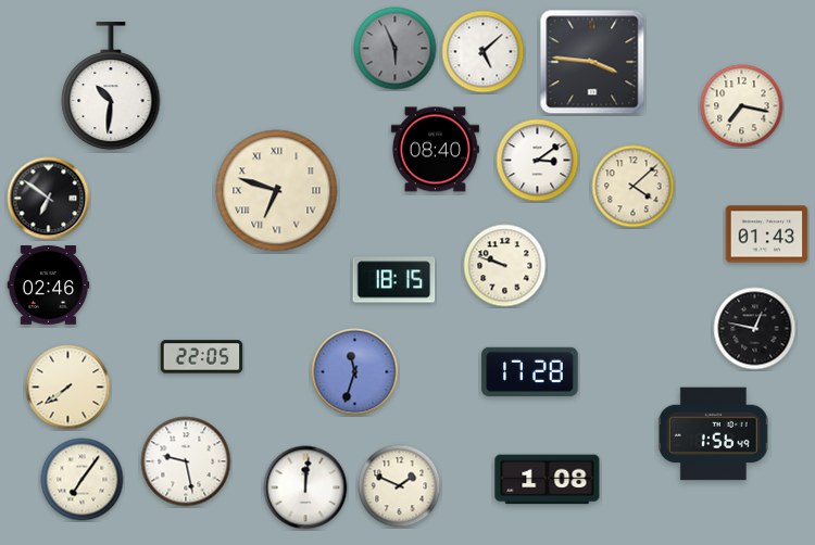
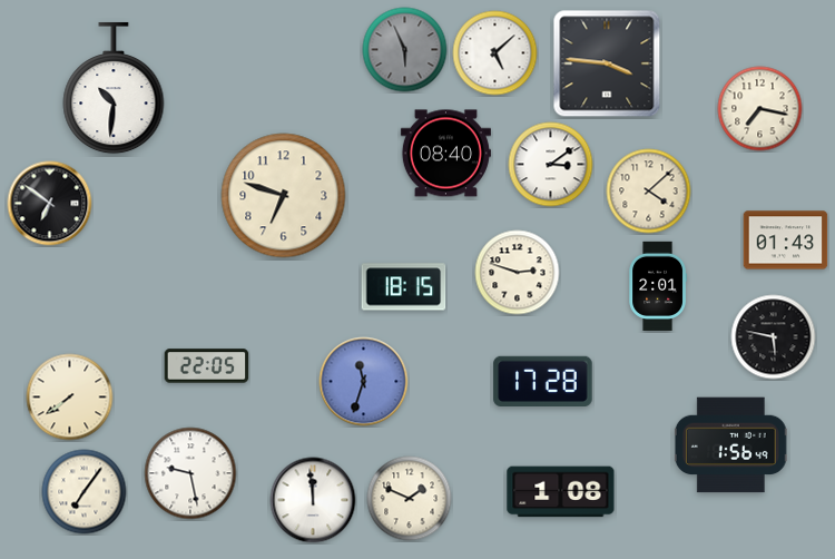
clock at (277, 191) numerals: Roman -> Arabic
clock at (505, 266): 9:48 -> 2:48
clock at (658, 285): none -> 2:01
clock at (49, 286): 02:46 -> none
clock at (755, 329): 12:47 -> 5:47
clock at (305, 487): 12:01 -> 11:59
